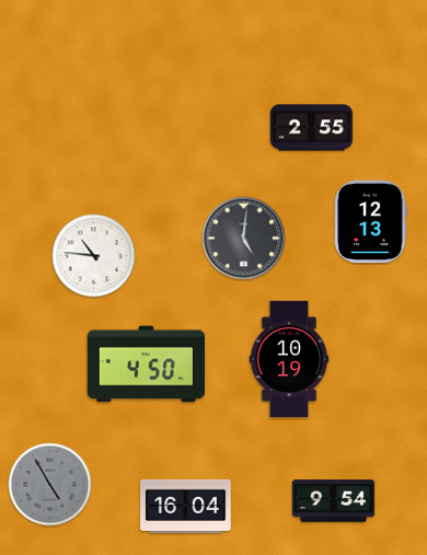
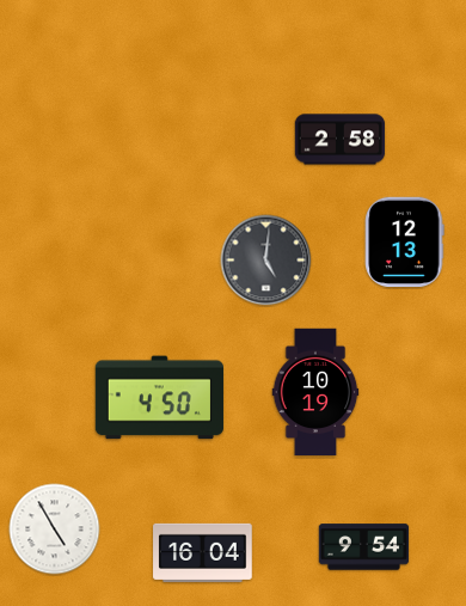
clock at (312, 128): 2:55 -> 2:58
clock at (94, 256): 10:46 -> none
clock at (50, 485) dial: grey -> white
